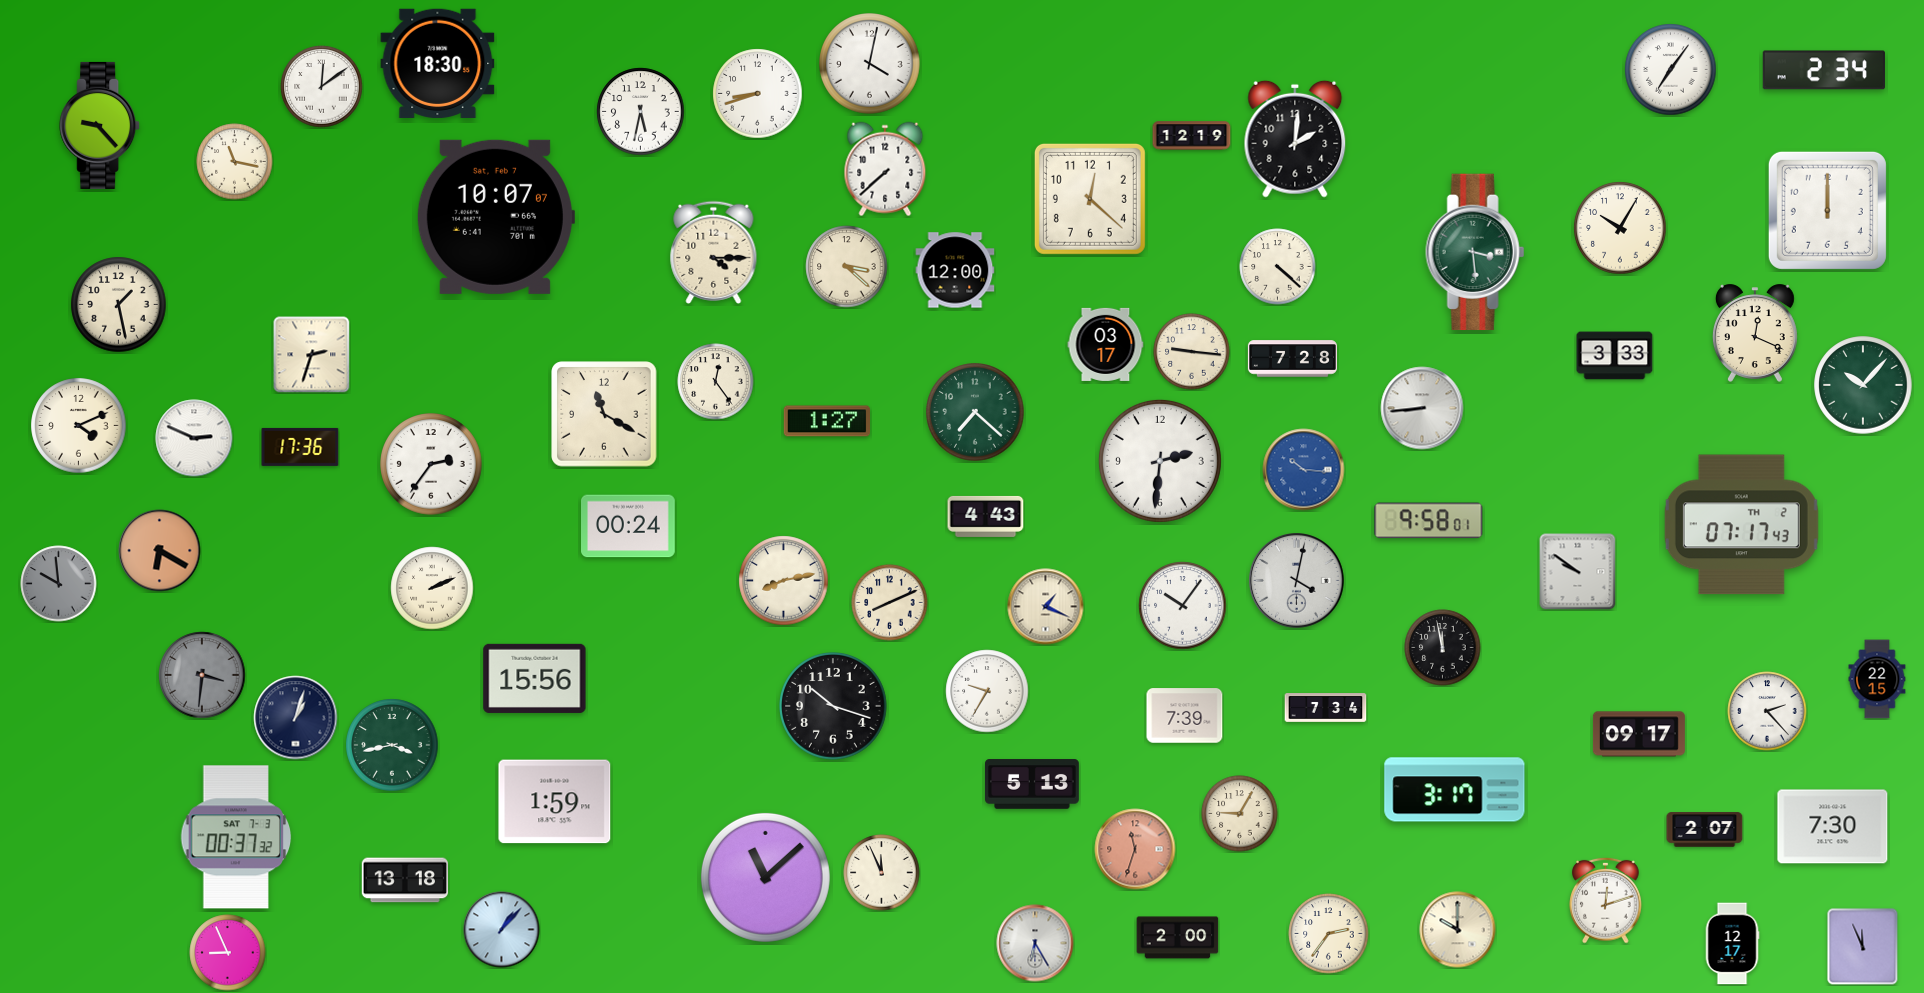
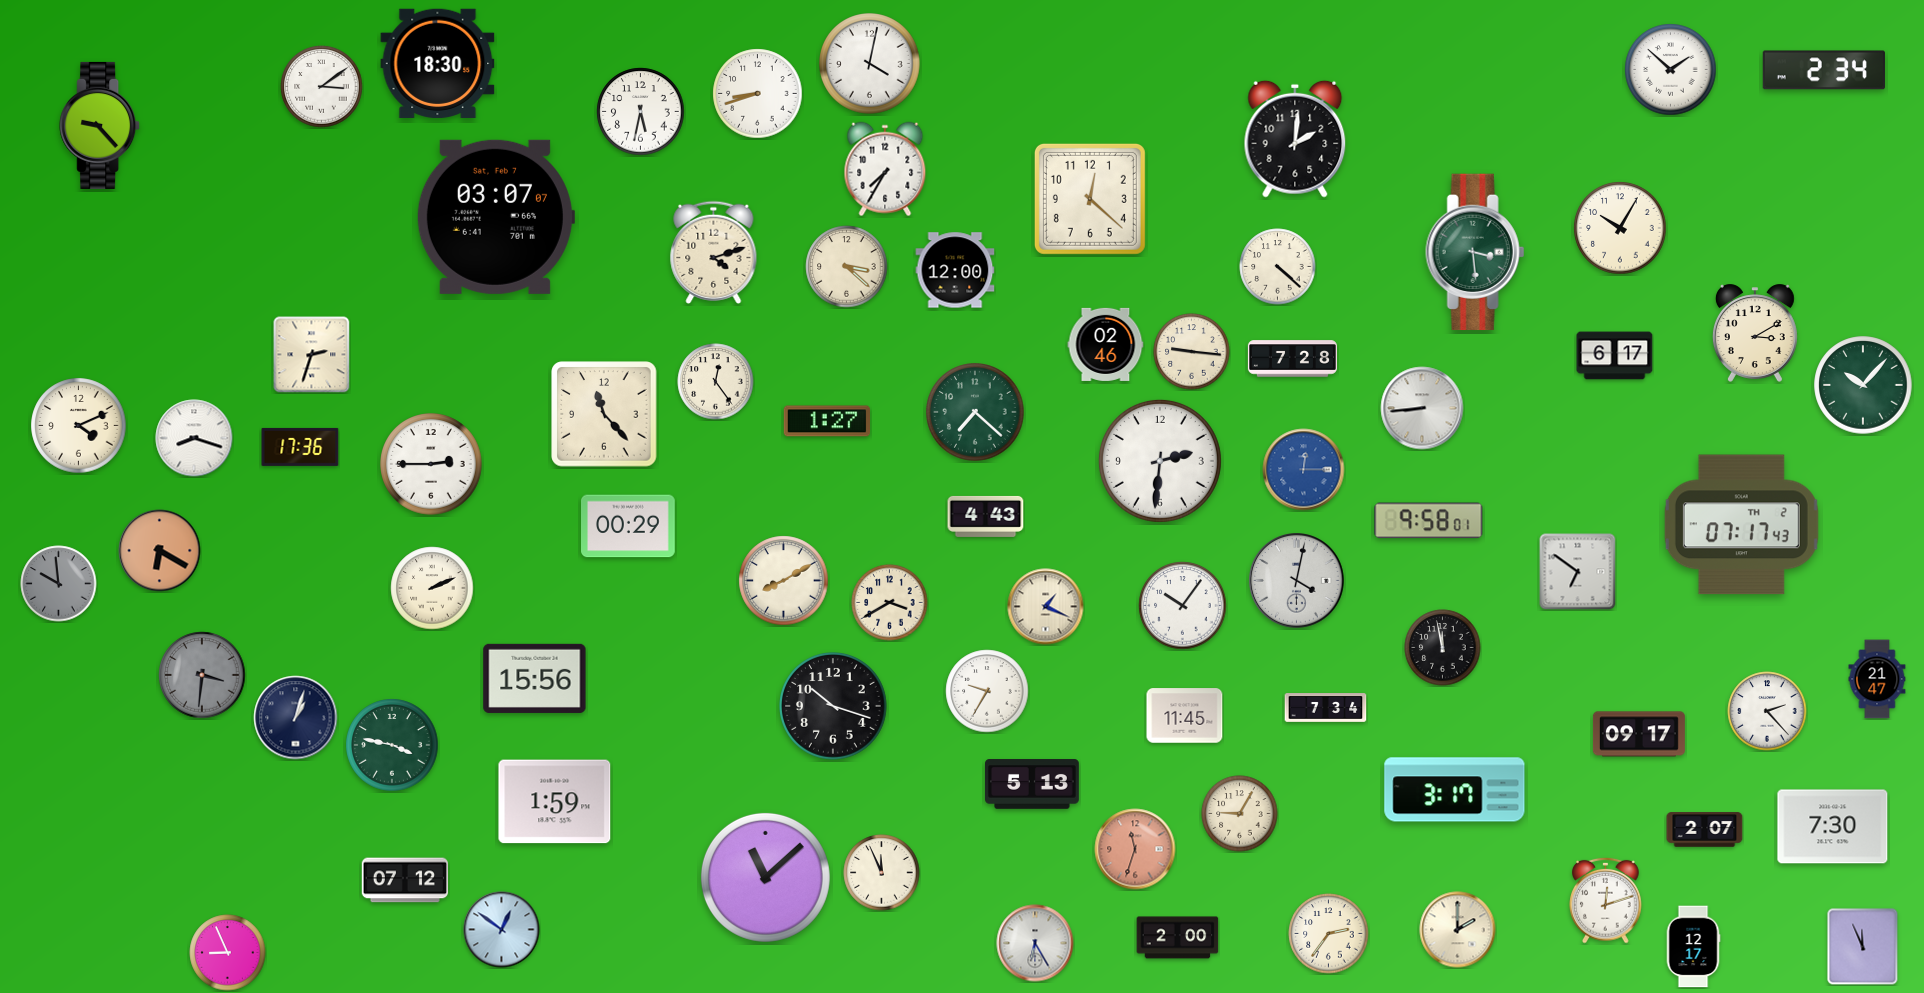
clock at (1671, 70): 7:06 -> 1:52
clock at (322, 87): 12:09 -> 3:09
clock at (1192, 136): 12:19 -> none
clock at (235, 162): 11:17 -> none
clock at (885, 169): 7:38 -> 7:35
clock at (1827, 210): 12:00 -> none
clock at (495, 217): 10:07 -> 03:07
clock at (714, 252): 4:15 -> 4:12
clock at (119, 305): 1:28 -> none
clock at (1755, 333): 12:19 -> 3:10
clock at (1106, 344): 03:17 -> 02:46
clock at (1615, 356): 3:33 -> 6:17
clock at (604, 414): 11:20 -> 11:23
clock at (194, 438): 2:49 -> 8:18
clock at (431, 464): 2:36 -> 2:45
clock at (1304, 470): 10:16 -> 12:15
clock at (629, 526): 00:24 -> 00:29
clock at (1578, 572): 9:51 -> 6:51
clock at (784, 581): 8:13 -> 8:10
clock at (890, 603): 8:11 -> 3:40
clock at (1877, 679): 22:15 -> 21:47
clock at (1185, 716): 7:39 -> 11:45
clock at (392, 745): 3:43 -> 3:47
clock at (236, 837): 00:37 -> none
clock at (404, 880): 13:18 -> 07:12
clock at (502, 930): 1:07 -> 12:51
clock at (1458, 930): 10:00 -> 2:00
clock at (1732, 944) position: (1732, 944) -> (1693, 947)
